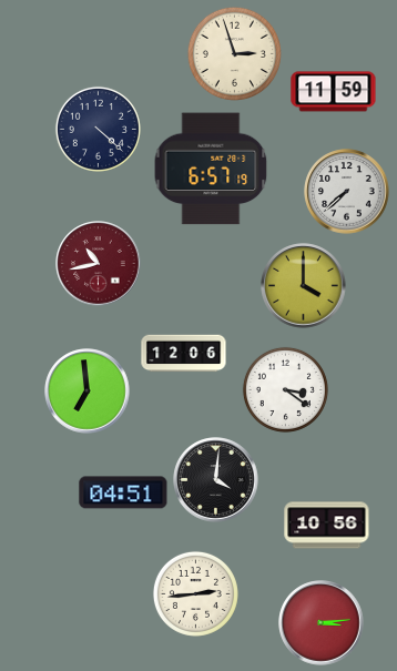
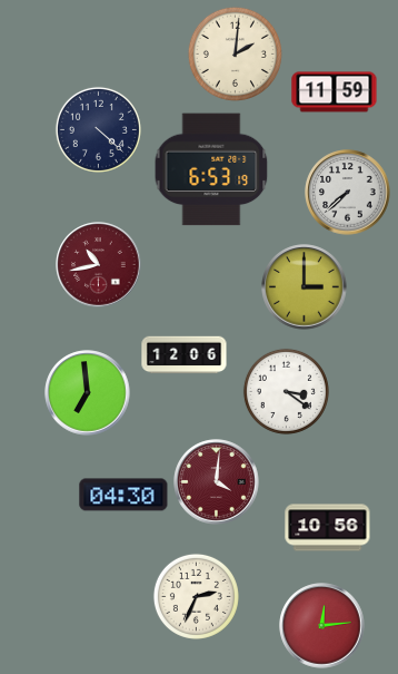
clock at (234, 53): 2:57 -> 2:01
clock at (211, 169): 6:57 -> 6:53
clock at (304, 286): 4:00 -> 3:00
clock at (216, 480) dial: black -> burgundy
clock at (123, 492): 04:51 -> 04:30
clock at (195, 593): 2:44 -> 2:34
clock at (322, 623): 3:14 -> 12:14
